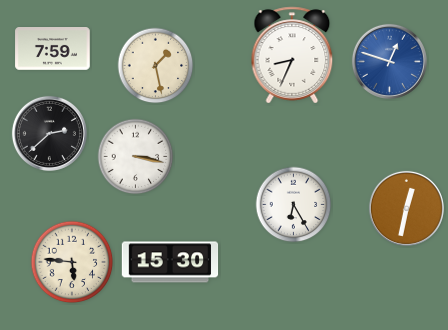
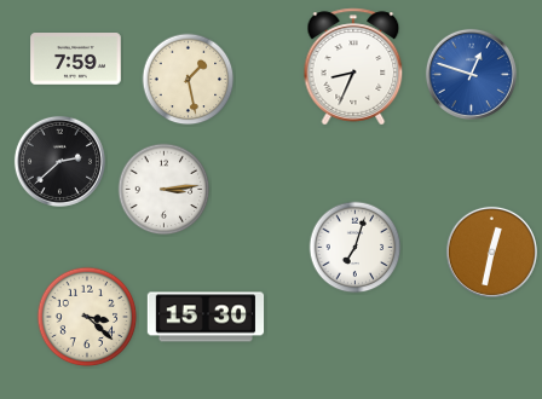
clock at (53, 49) position: (53, 49) -> (76, 59)
clock at (136, 157): 3:17 -> 3:14
clock at (294, 205): 6:25 -> 7:03
clock at (72, 262): 5:46 -> 3:22
